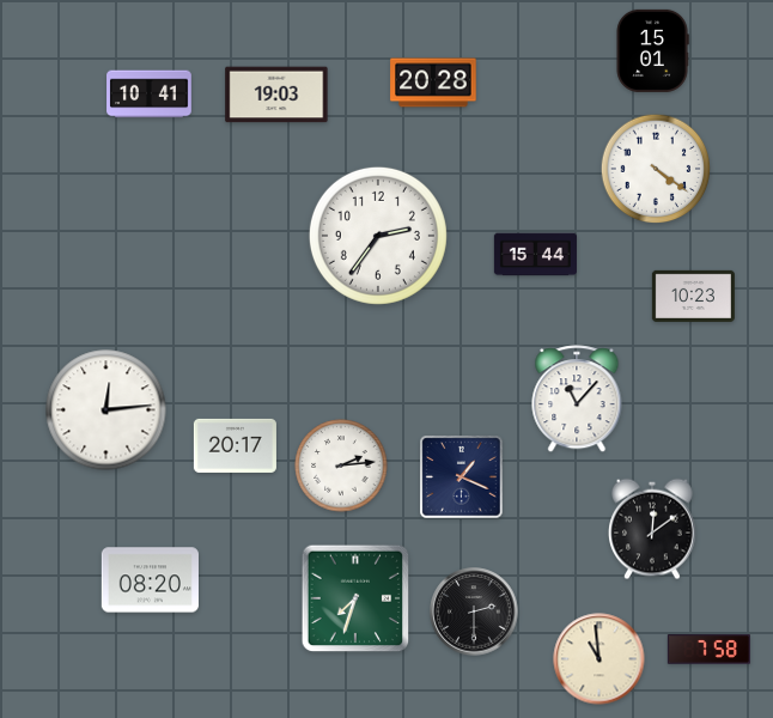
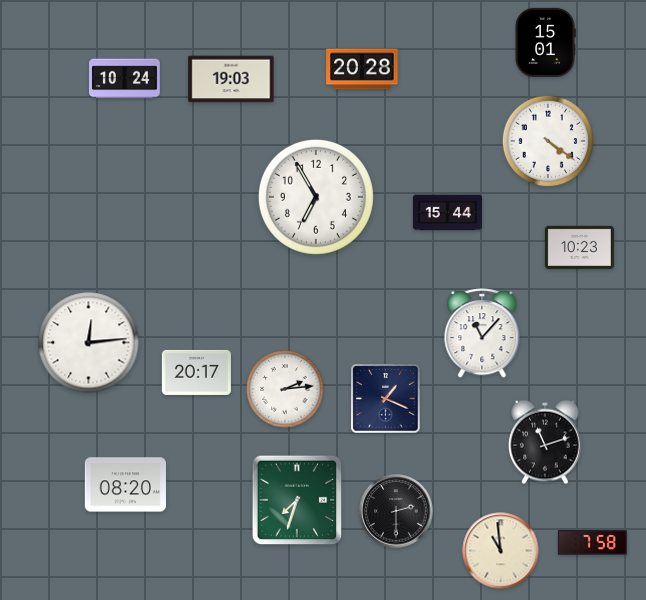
clock at (150, 95): 10:41 -> 10:24
clock at (378, 236): 2:36 -> 6:55
clock at (653, 529): 12:09 -> 11:12
